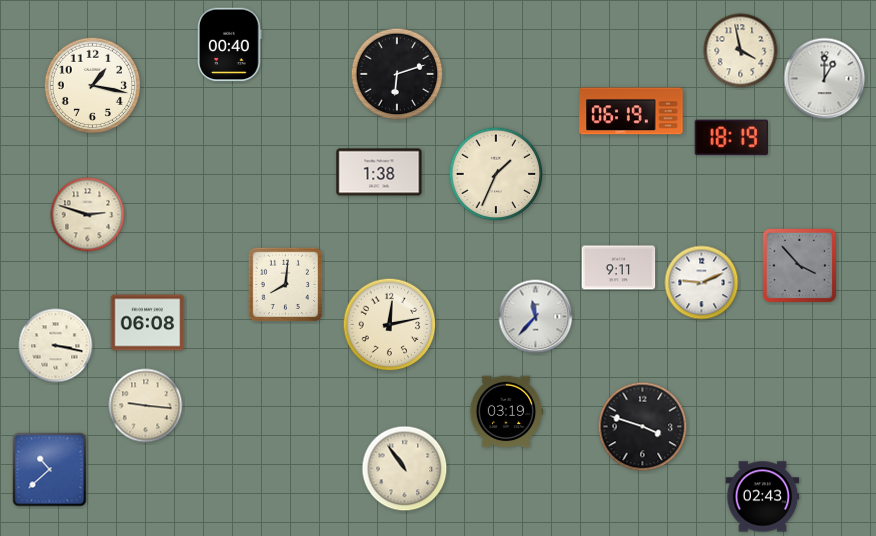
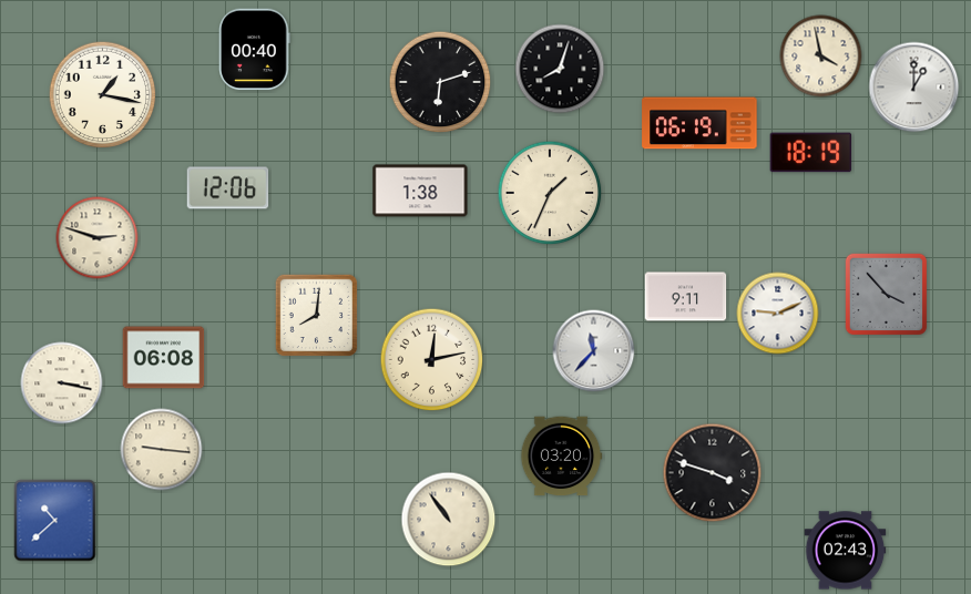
clock at (560, 69): none -> 8:03
clock at (228, 188): none -> 12:06
clock at (506, 412): 03:19 -> 03:20
